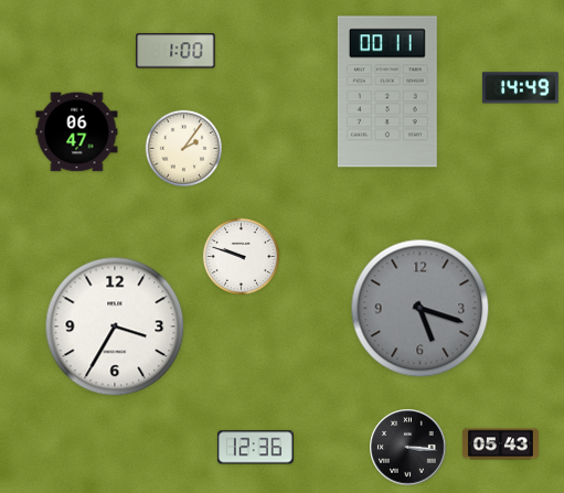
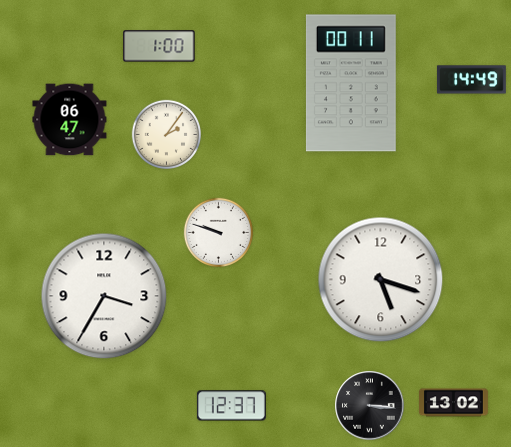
clock at (421, 309) dial: grey -> white
clock at (500, 444): 05:43 -> 13:02
clock at (255, 448): 12:36 -> 12:37
